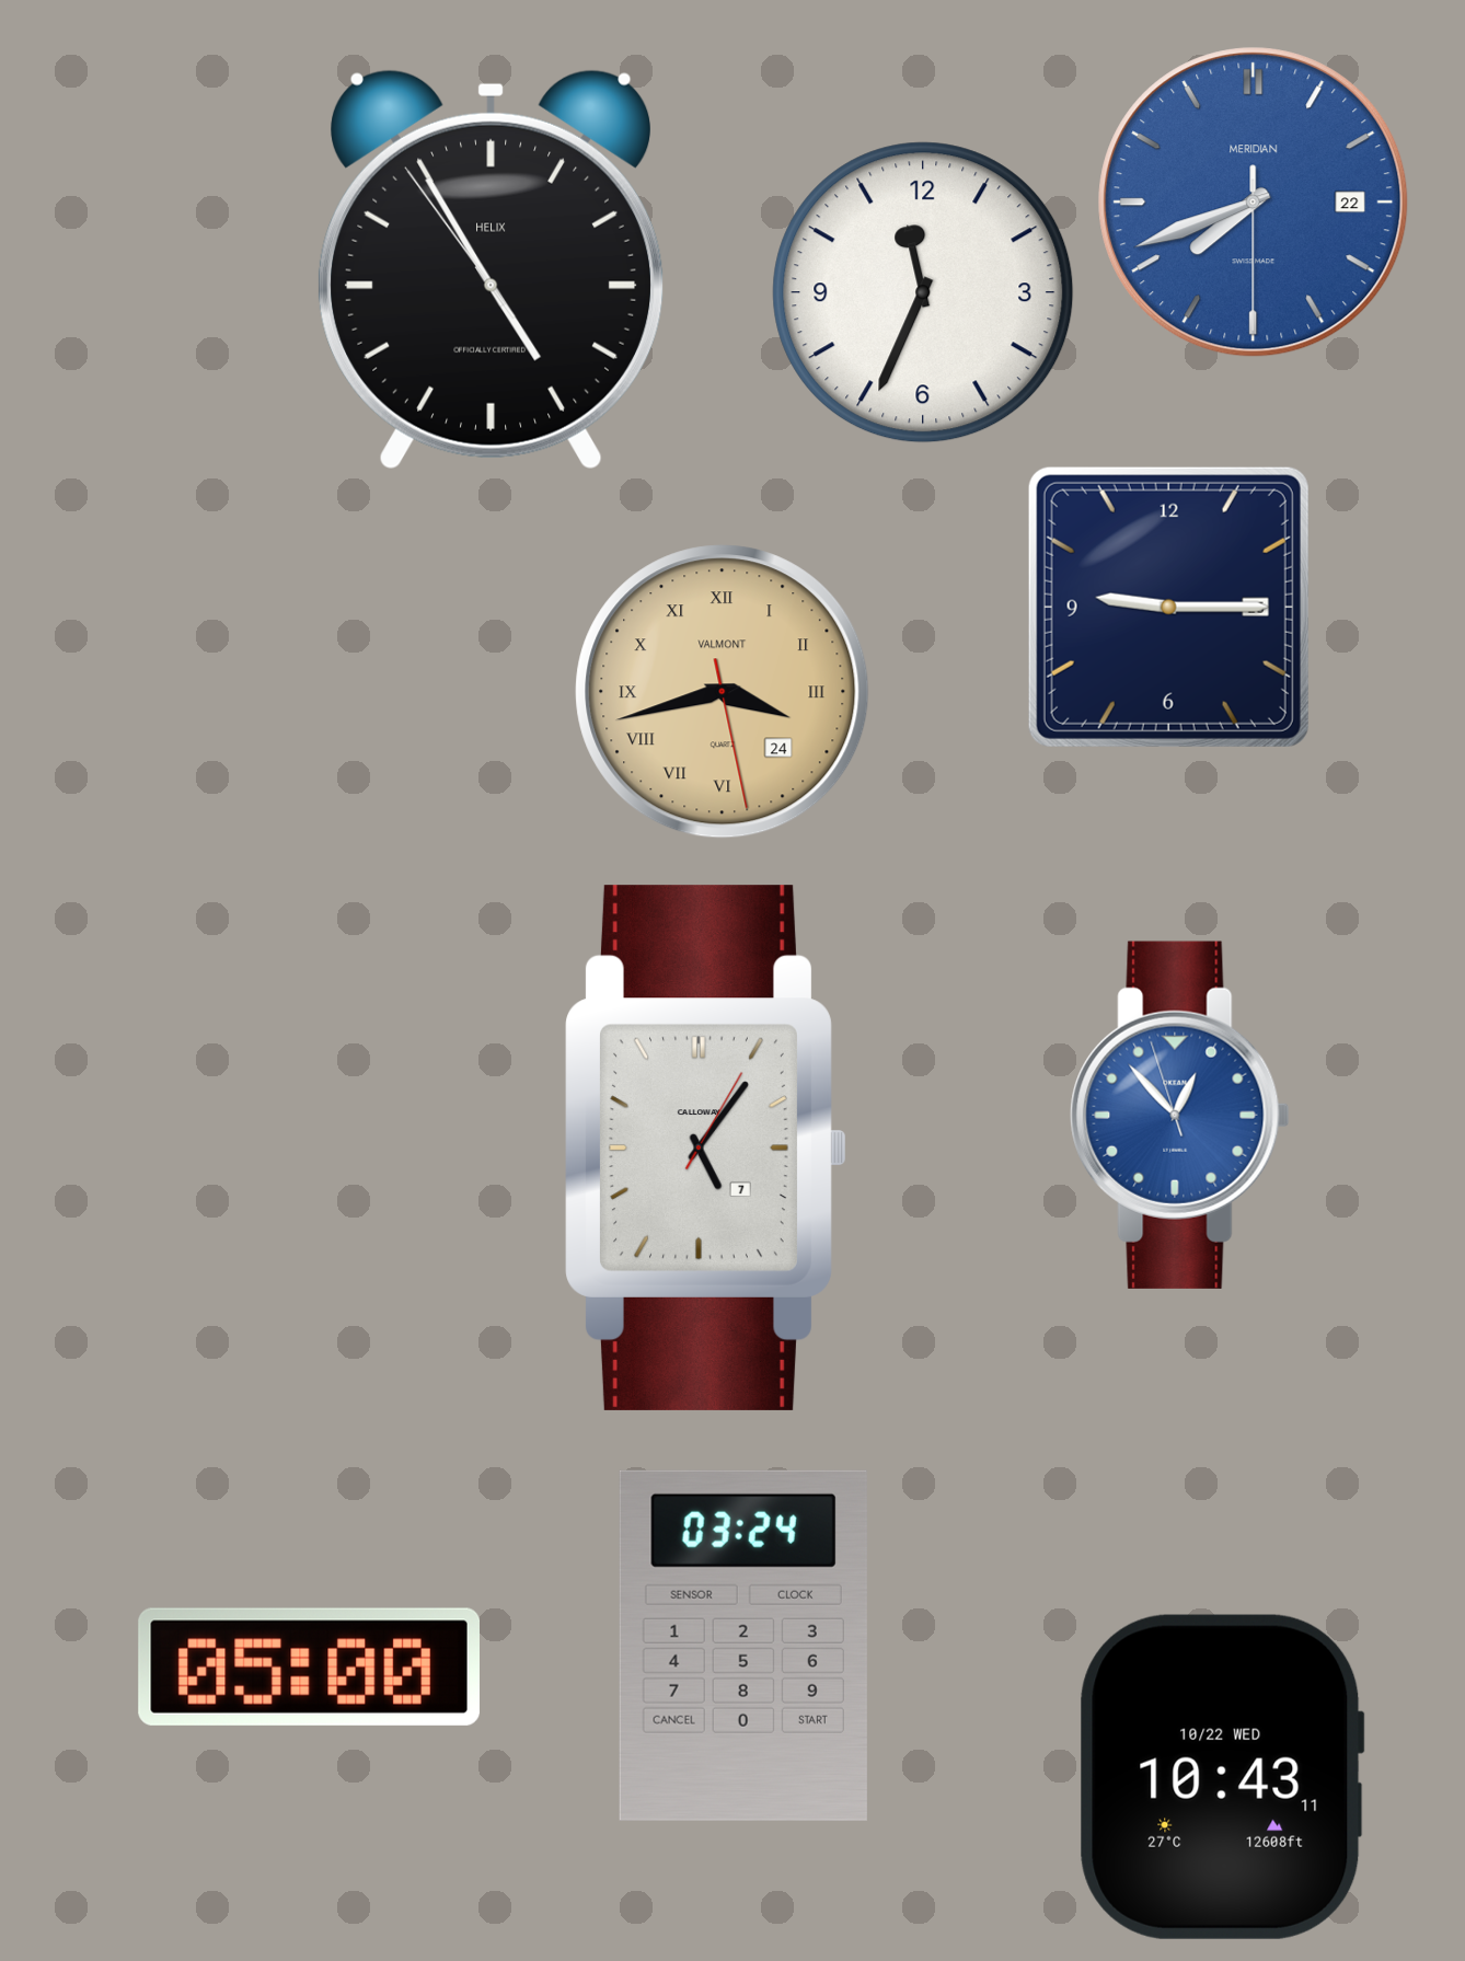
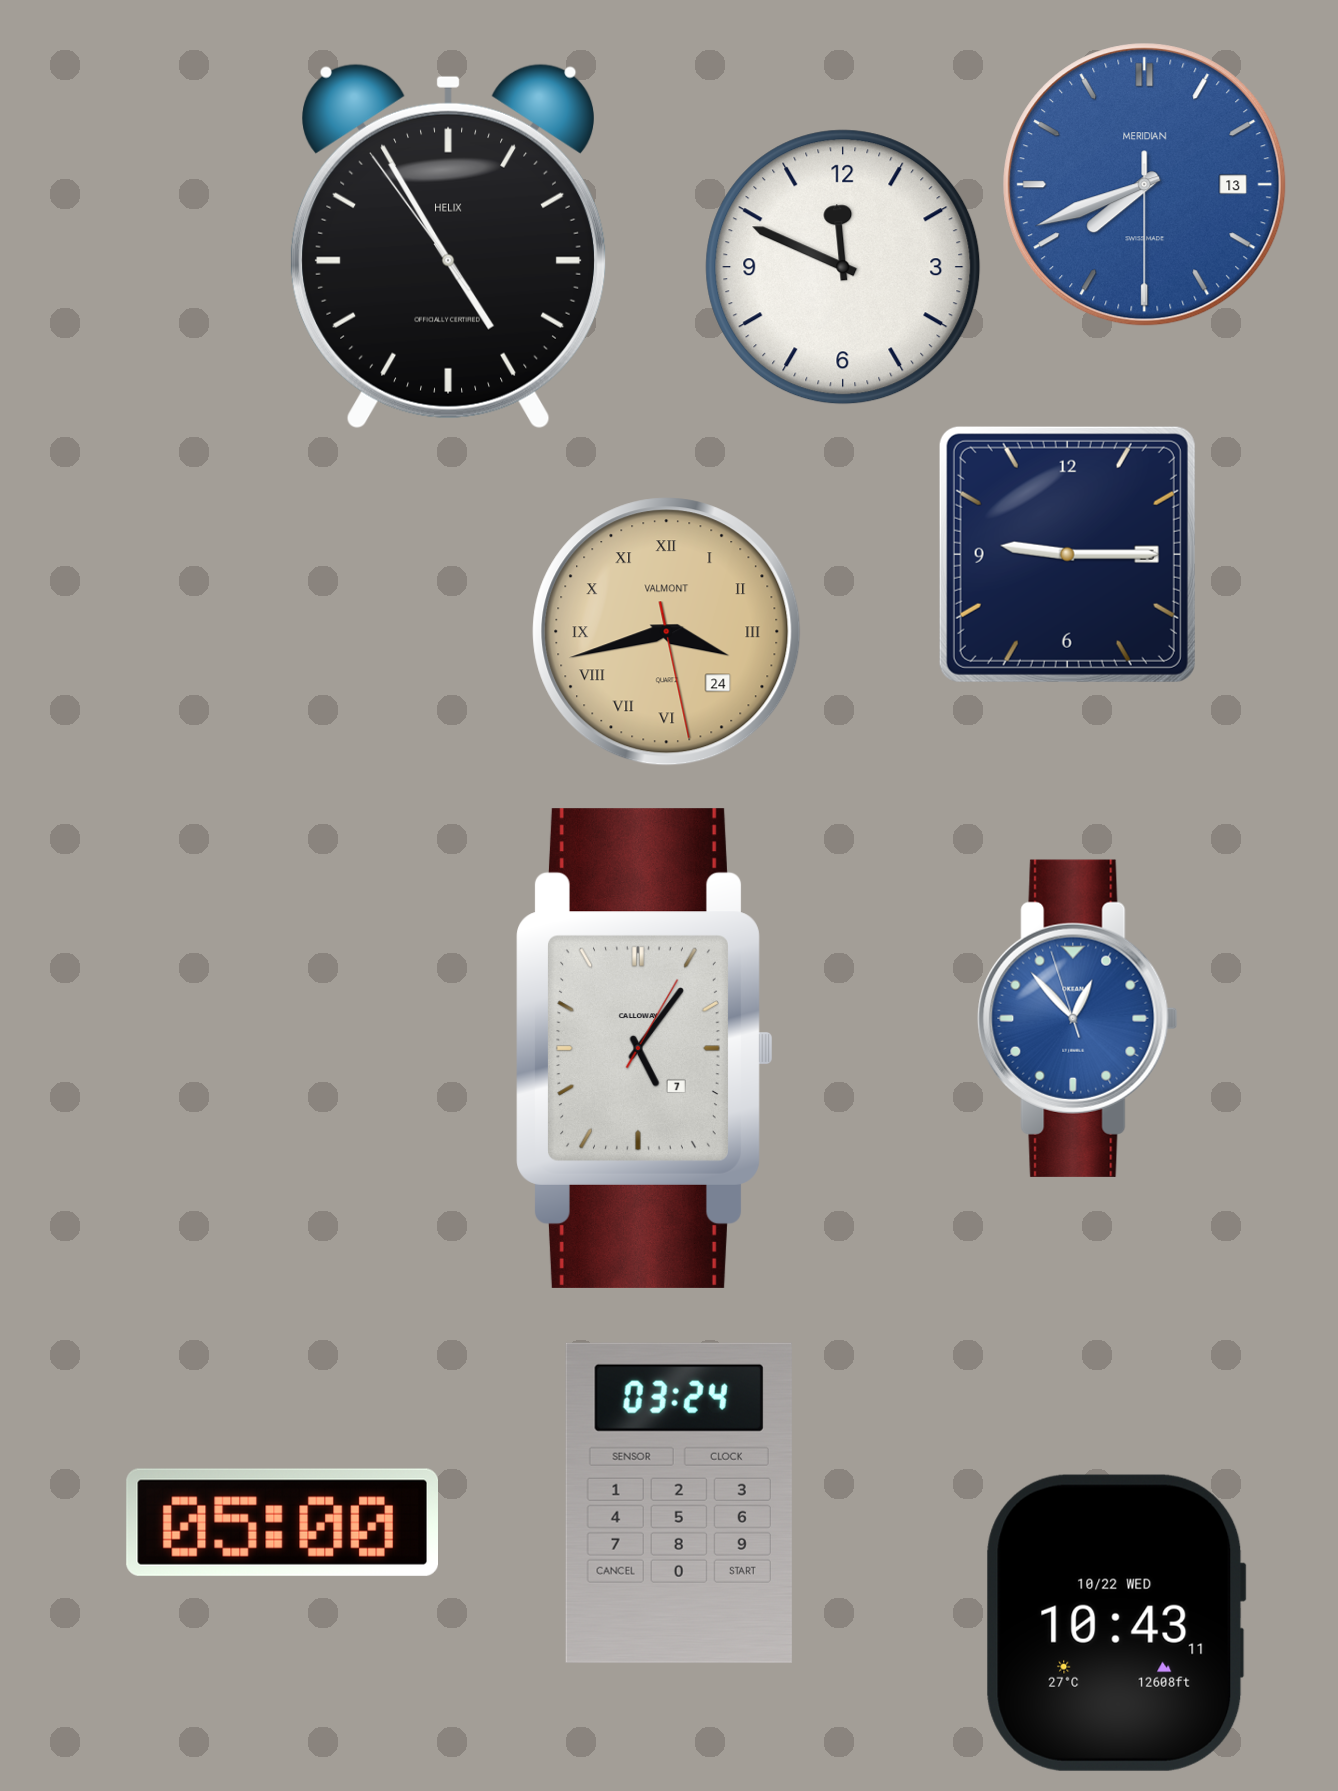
clock at (1254, 203) date: 22 -> 13
clock at (923, 292): 11:34 -> 11:49
clock at (723, 692) position: (723, 692) -> (667, 632)
